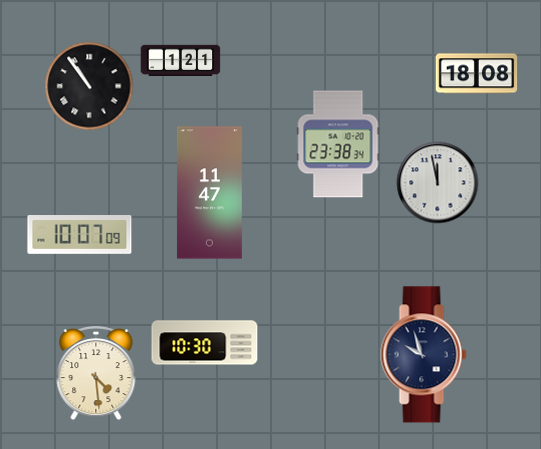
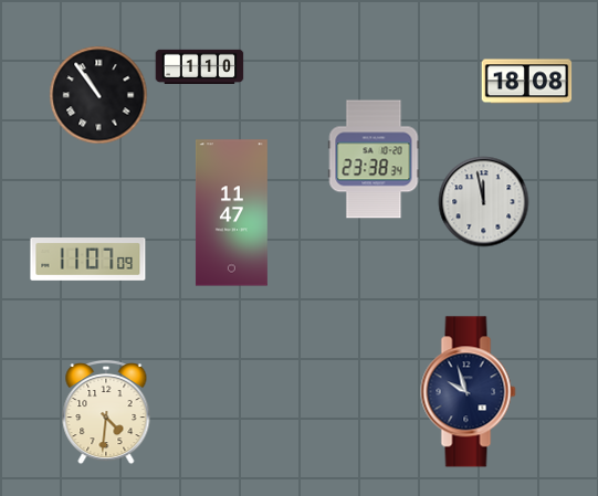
clock at (181, 60): 1:21 -> 1:10
clock at (80, 235): 10:07 -> 11:07
clock at (205, 343): 10:30 -> none
clock at (96, 373): 4:29 -> 4:31
